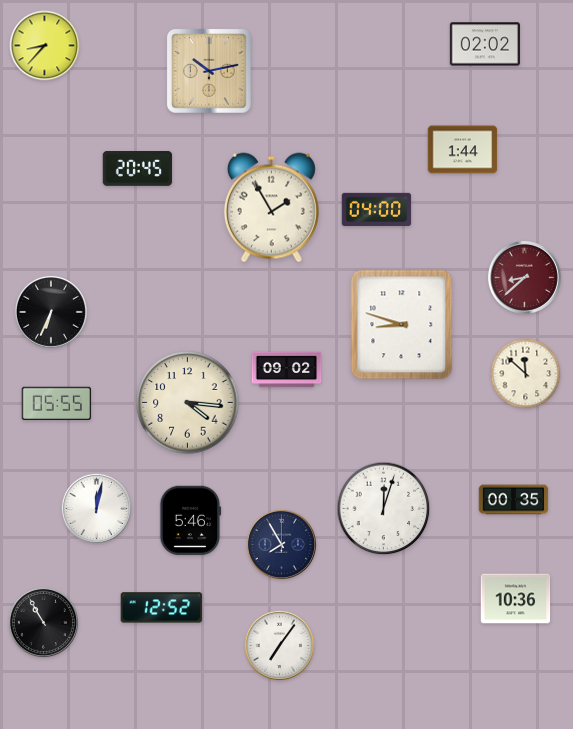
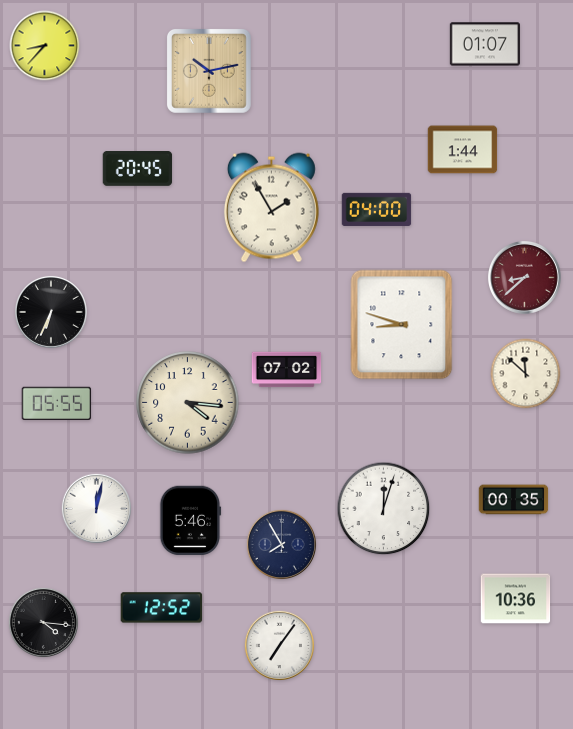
clock at (485, 44): 02:02 -> 01:07
clock at (287, 370): 09:02 -> 07:02
clock at (43, 622): 10:55 -> 4:16
